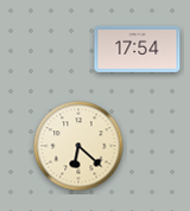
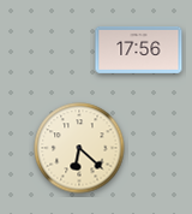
clock at (138, 49): 17:54 -> 17:56
